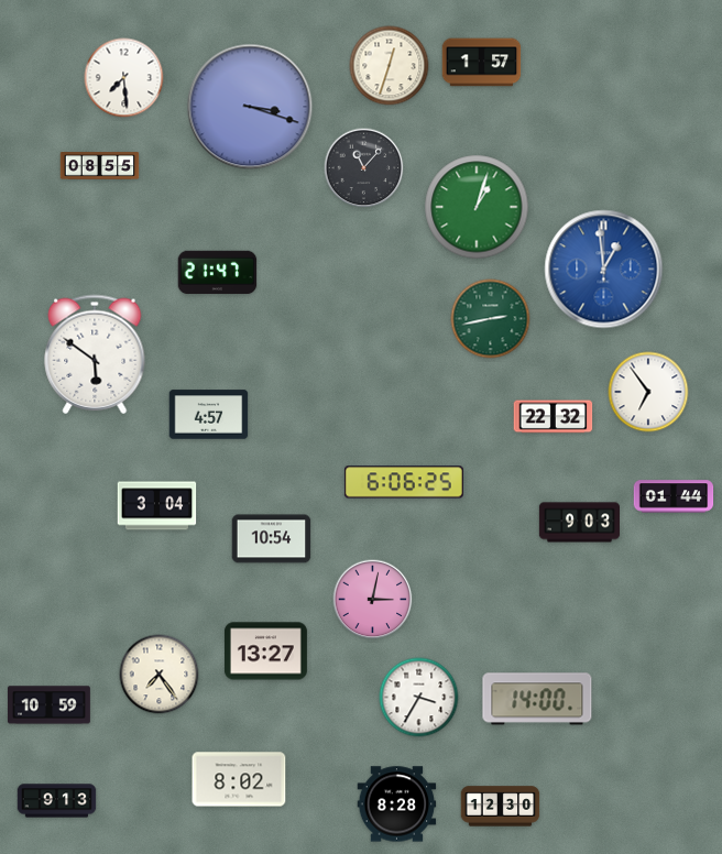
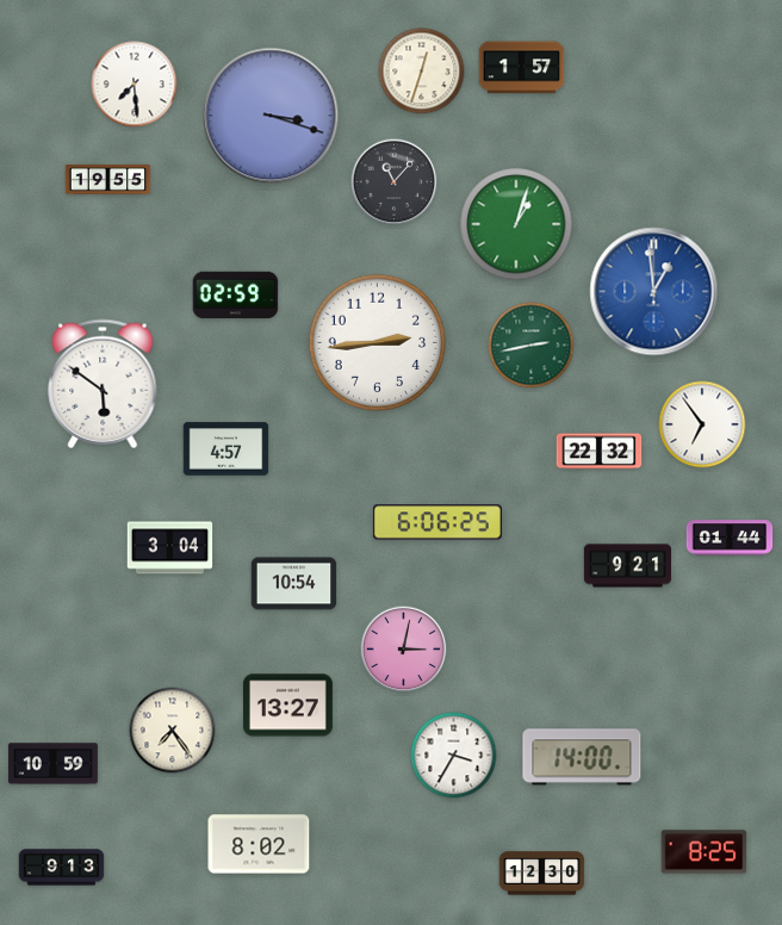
clock at (100, 166): 08:55 -> 19:55
clock at (218, 273): 21:47 -> 02:59
clock at (377, 342): none -> 2:44
clock at (579, 523): 9:03 -> 9:21
clock at (705, 852): none -> 8:25
clock at (397, 804): 8:28 -> none
